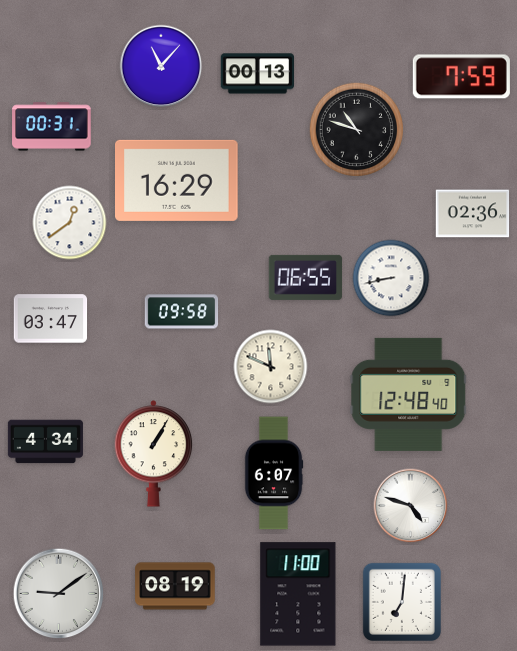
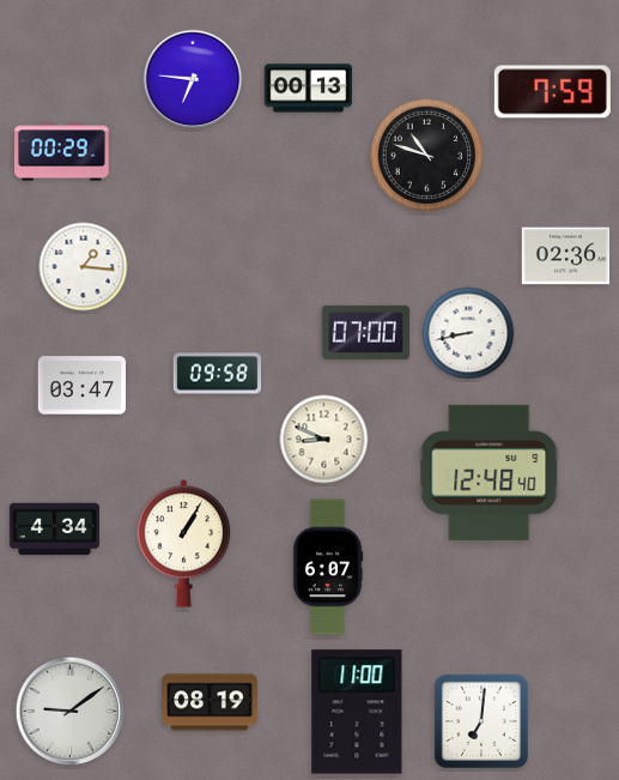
clock at (161, 66): 11:07 -> 6:46
clock at (52, 127): 00:31 -> 00:29
clock at (177, 180): 16:29 -> none
clock at (70, 223): 12:39 -> 1:16
clock at (306, 277): 06:55 -> 07:00
clock at (51, 319) position: (51, 319) -> (83, 386)
clock at (271, 367): 11:49 -> 8:49
clock at (411, 506): 4:48 -> none
